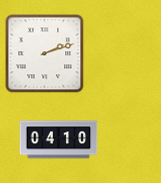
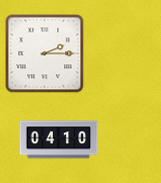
clock at (44, 53): 2:12 -> 2:15
